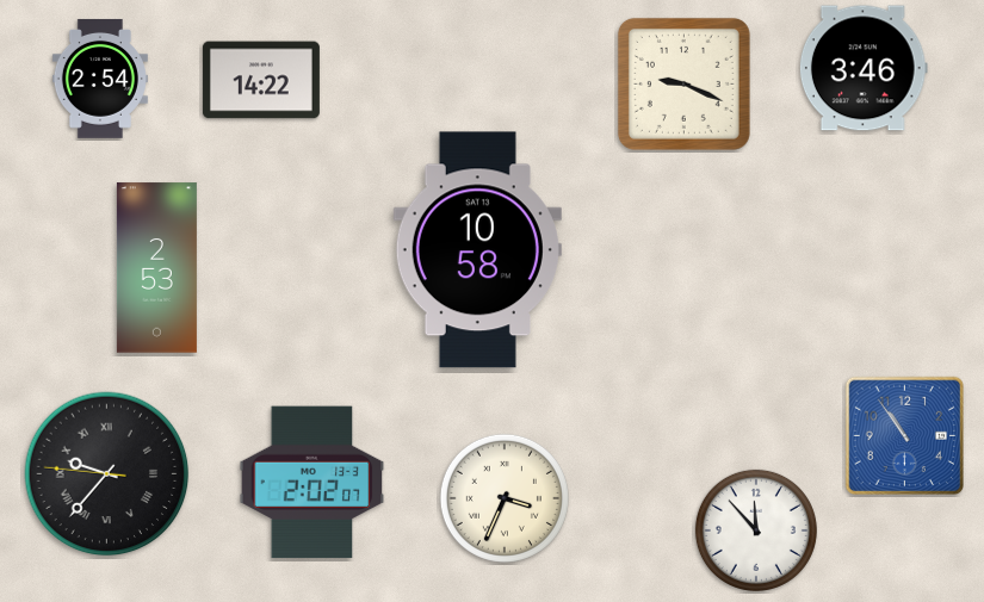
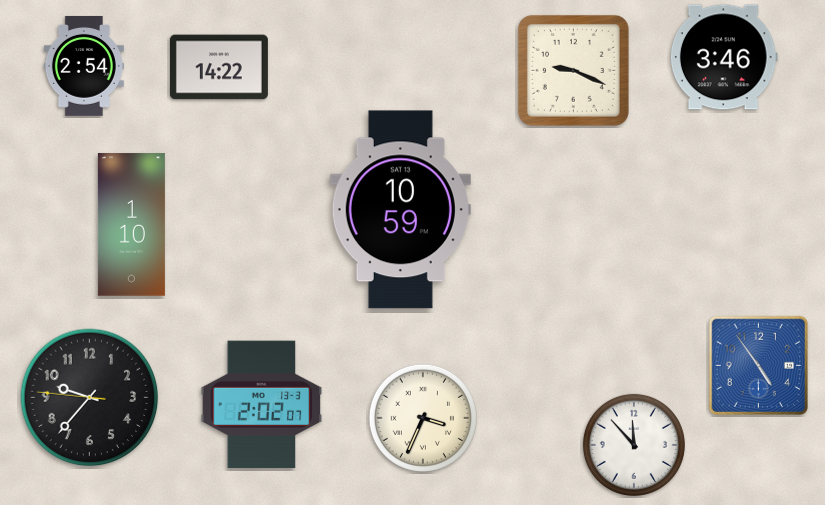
clock at (477, 250): 10:58 -> 10:59
clock at (156, 268): 2:53 -> 1:10
clock at (904, 435): 10:54 -> 4:54
clock at (107, 474) numerals: Roman -> Arabic
